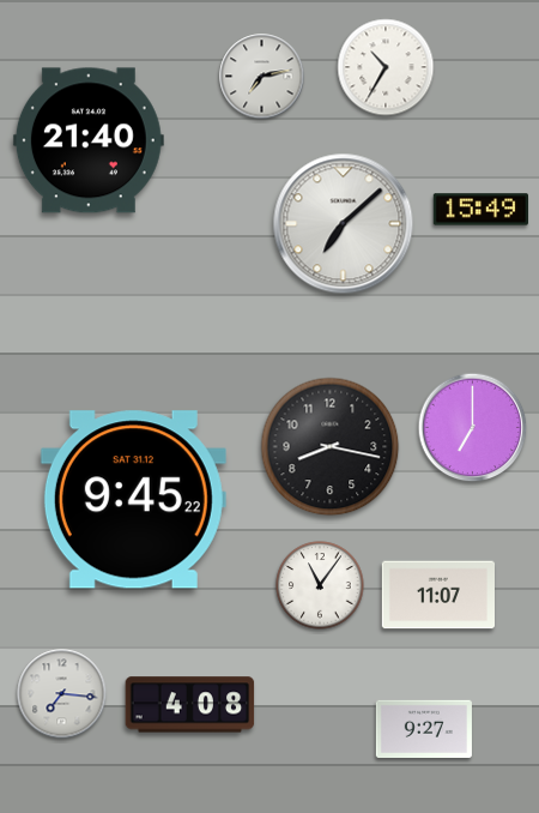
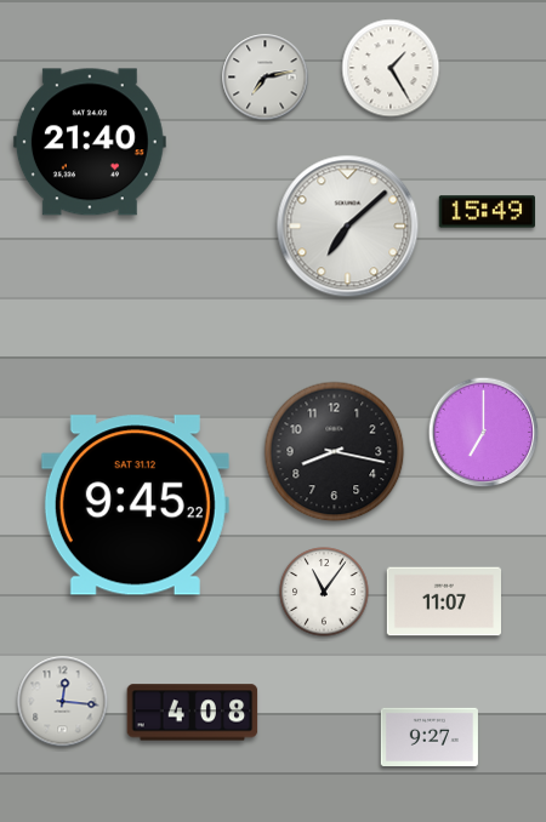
clock at (386, 67): 10:35 -> 1:25
clock at (473, 428) position: (473, 428) -> (484, 433)
clock at (62, 694): 7:16 -> 12:16
